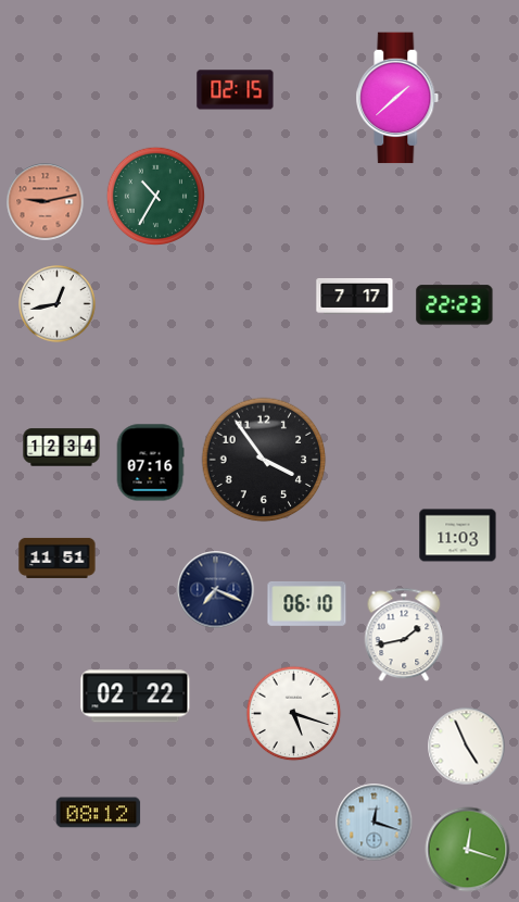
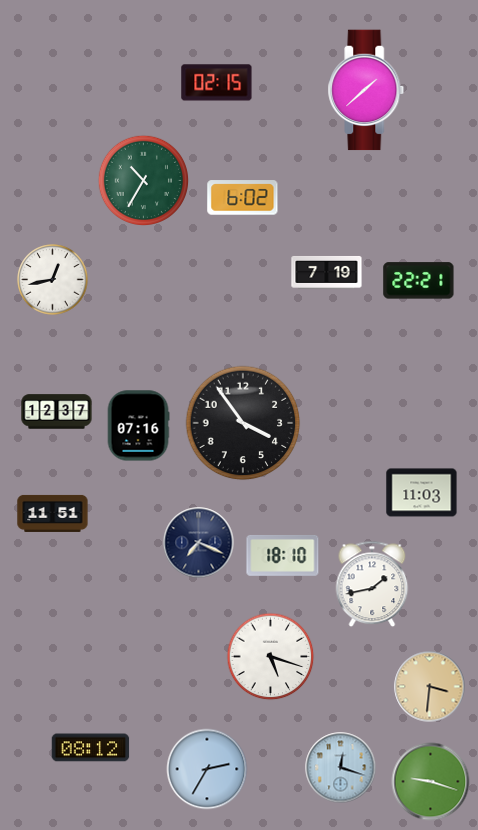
clock at (46, 202): 9:13 -> none
clock at (243, 198): none -> 6:02
clock at (355, 297): 7:17 -> 7:19
clock at (455, 305): 22:23 -> 22:21
clock at (62, 448): 12:34 -> 12:37
clock at (307, 603): 06:10 -> 18:10
clock at (136, 697): 02:22 -> none
clock at (467, 747): 4:56 -> 3:31
clock at (467, 747) dial: white -> champagne
clock at (375, 823) position: (375, 823) -> (341, 768)
clock at (207, 769): none -> 2:35
clock at (468, 850): 12:18 -> 9:18
